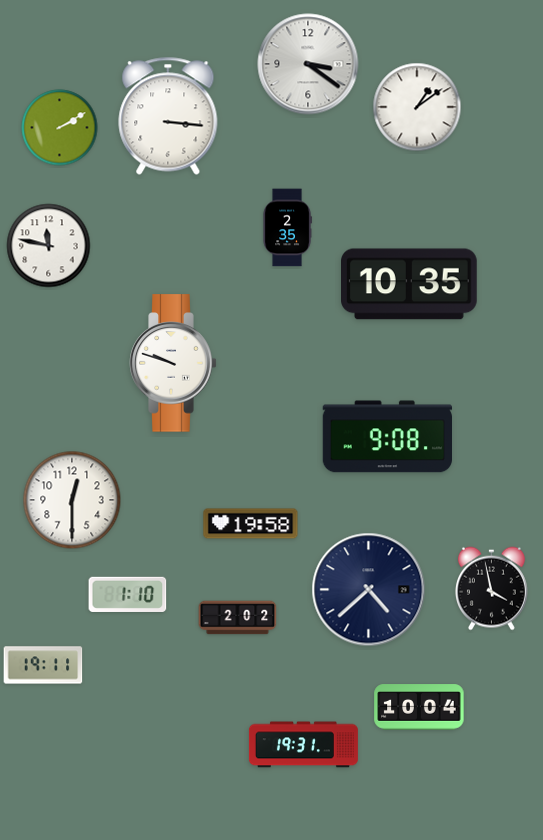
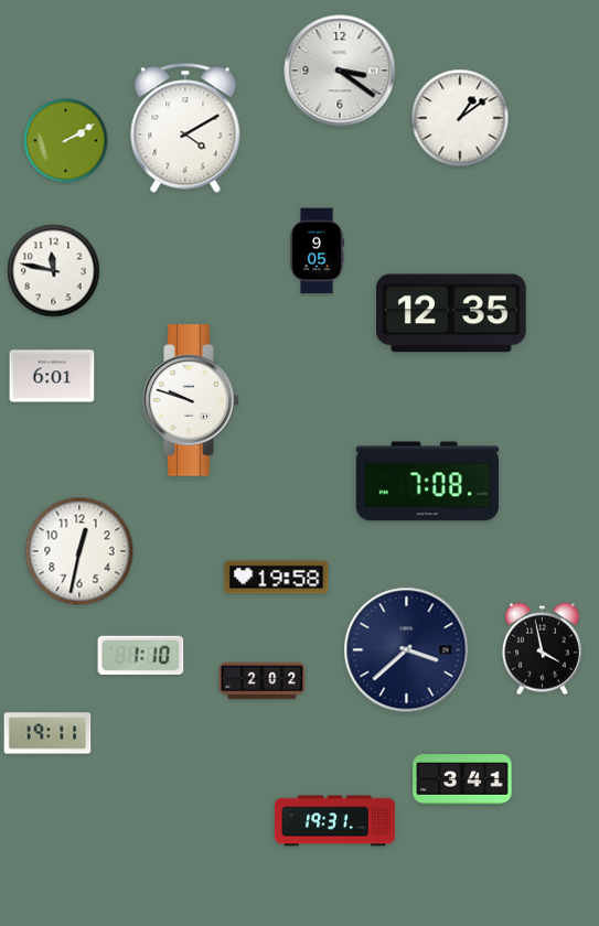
clock at (168, 116): 3:16 -> 4:10
clock at (287, 228): 2:35 -> 9:05
clock at (410, 284): 10:35 -> 12:35
clock at (52, 376): none -> 6:01
clock at (387, 437): 9:08 -> 7:08
clock at (72, 500): 12:30 -> 12:32
clock at (369, 590): 4:38 -> 3:38
clock at (419, 707): 10:04 -> 3:41
